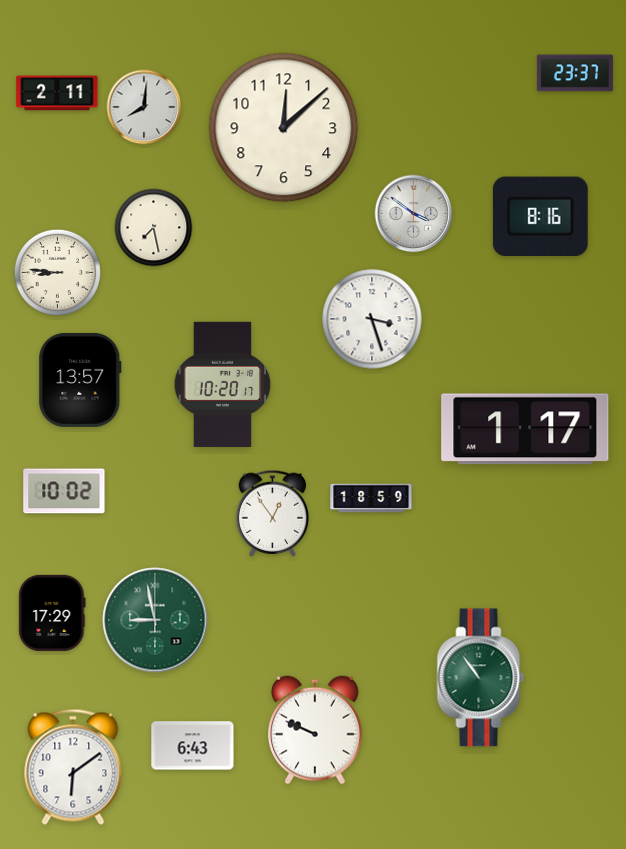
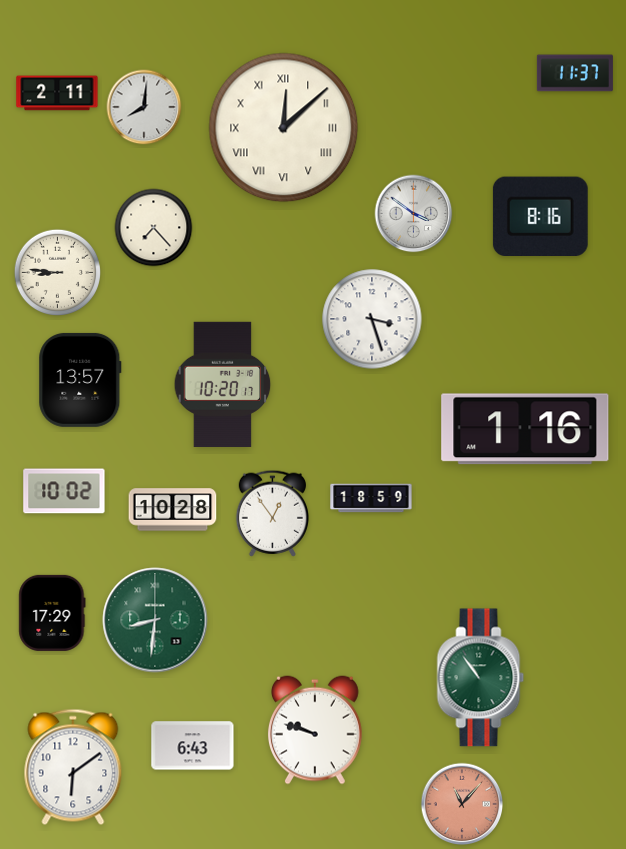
clock at (575, 73): 23:37 -> 11:37
clock at (284, 128) numerals: Arabic -> Roman
clock at (154, 228): 7:28 -> 7:23
clock at (525, 429): 1:17 -> 1:16
clock at (173, 510): none -> 10:28
clock at (155, 620): 8:58 -> 8:31
clock at (315, 730): 9:49 -> 9:48
clock at (462, 804): none -> 11:07
